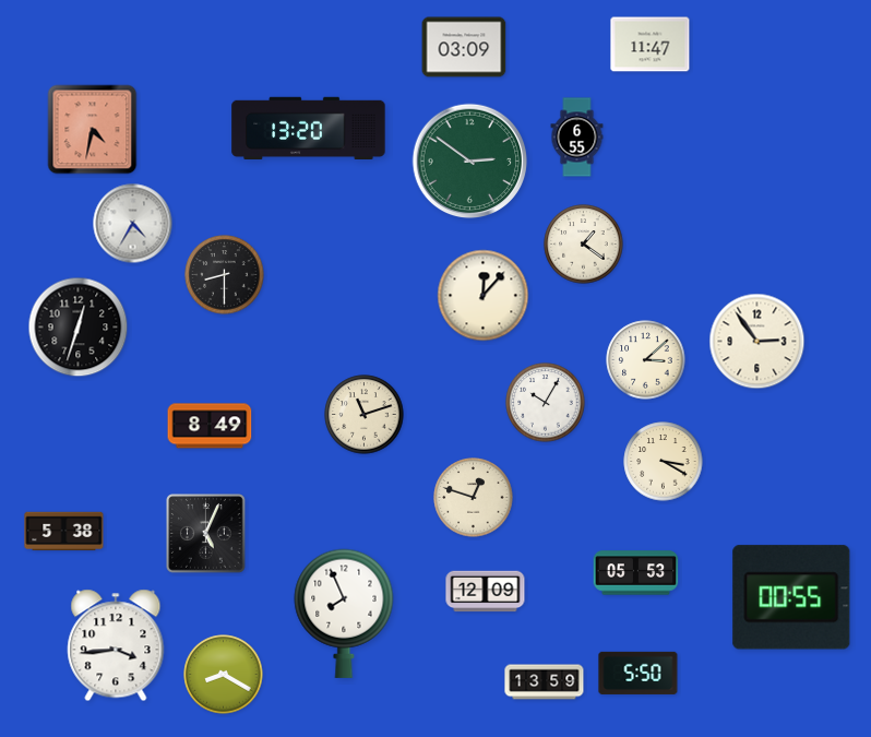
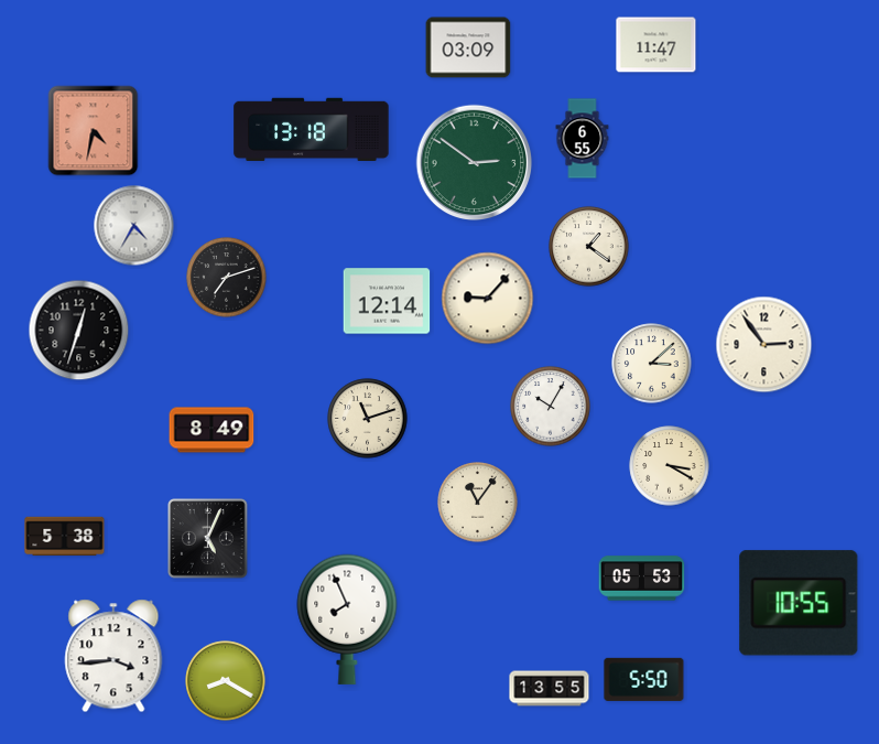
clock at (309, 128): 13:20 -> 13:18
clock at (225, 275): 8:30 -> 7:12
clock at (484, 296): 12:07 -> 9:07
clock at (387, 301): none -> 12:14
clock at (474, 498): 12:48 -> 11:06
clock at (486, 592): 12:09 -> none
clock at (791, 597): 00:55 -> 10:55
clock at (116, 645) position: (116, 645) -> (113, 656)
clock at (545, 682): 13:59 -> 13:55
